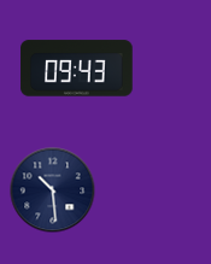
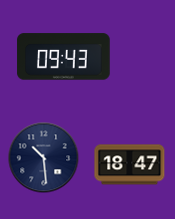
clock at (130, 165): none -> 18:47
